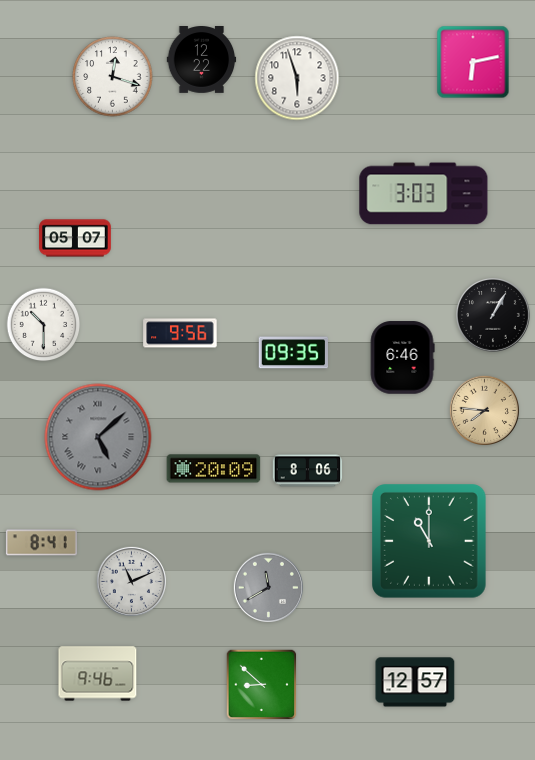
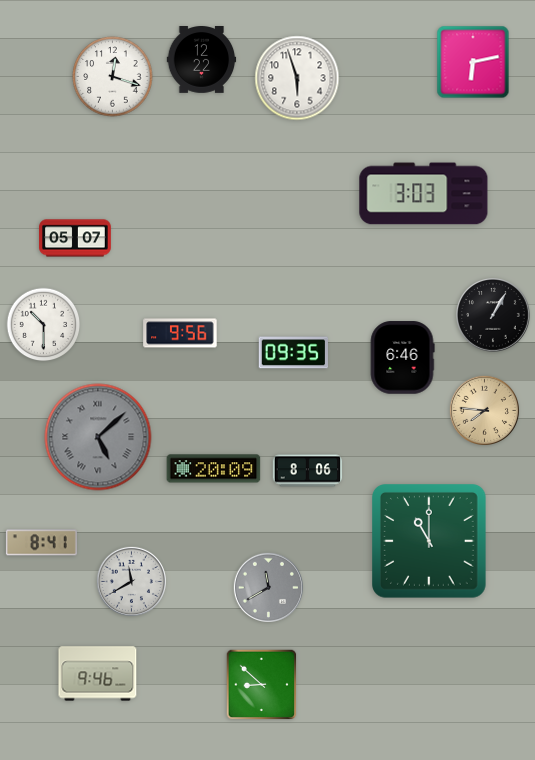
clock at (131, 581): 11:11 -> 11:40
clock at (415, 682): 12:57 -> none
